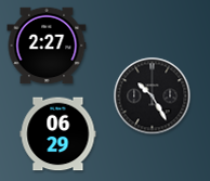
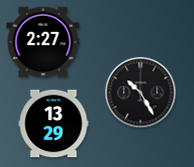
clock at (153, 96) position: (153, 96) -> (141, 93)
clock at (58, 134): 06:29 -> 13:29
